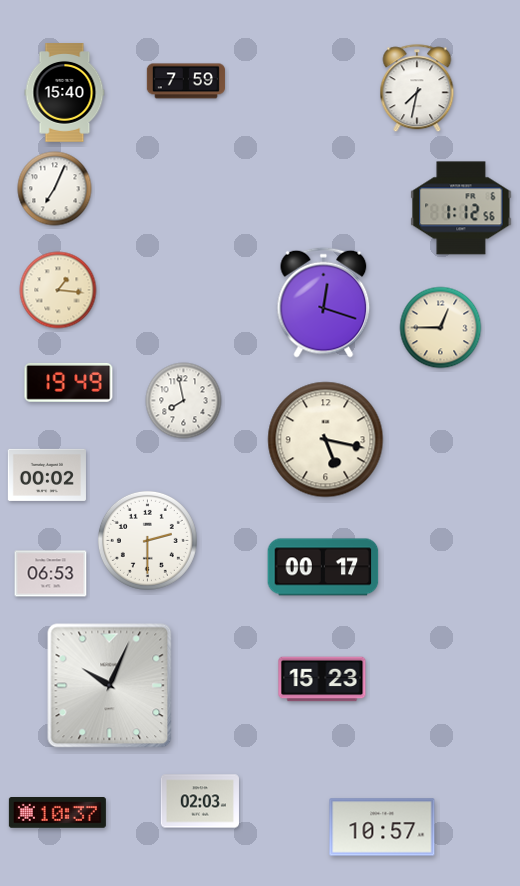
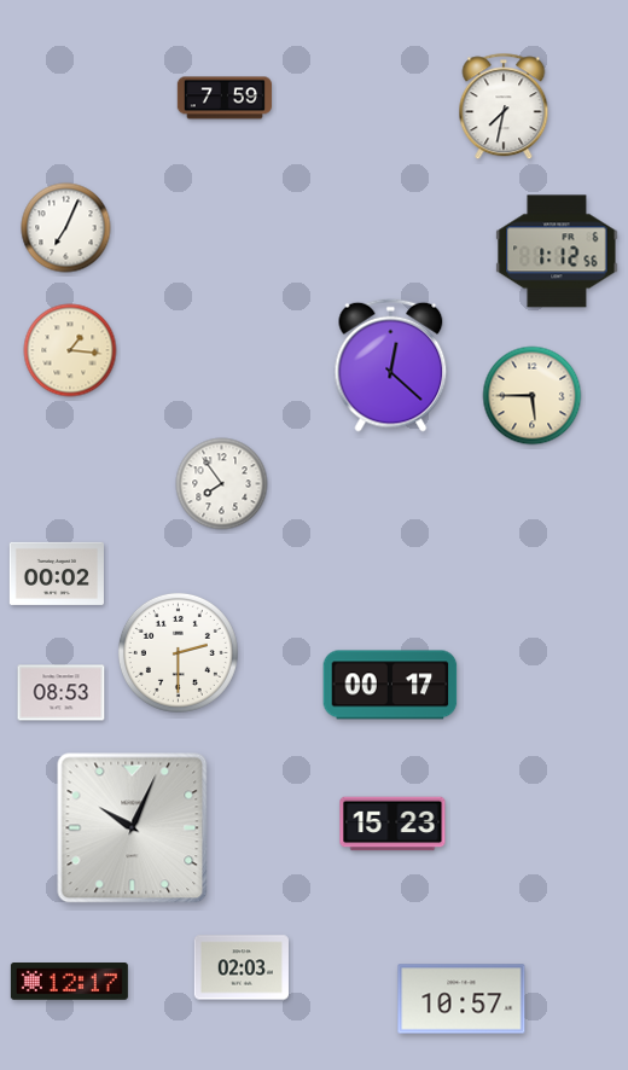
clock at (65, 93): 15:40 -> none
clock at (324, 302): 12:18 -> 12:22
clock at (441, 328): 12:45 -> 5:45
clock at (69, 382): 19:49 -> none
clock at (184, 401): 7:58 -> 7:54
clock at (326, 440): 5:17 -> none
clock at (51, 574): 06:53 -> 08:53
clock at (322, 679) position: (322, 679) -> (392, 824)
clock at (57, 813): 10:37 -> 12:17
